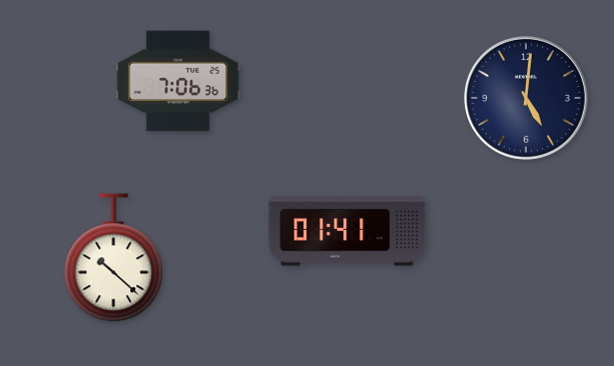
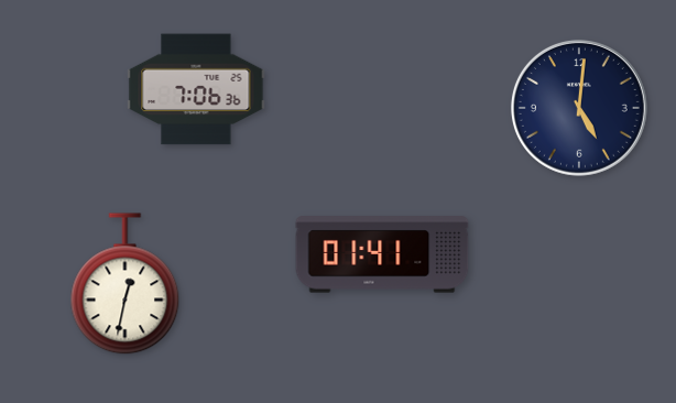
clock at (114, 258): 10:22 -> 12:32
